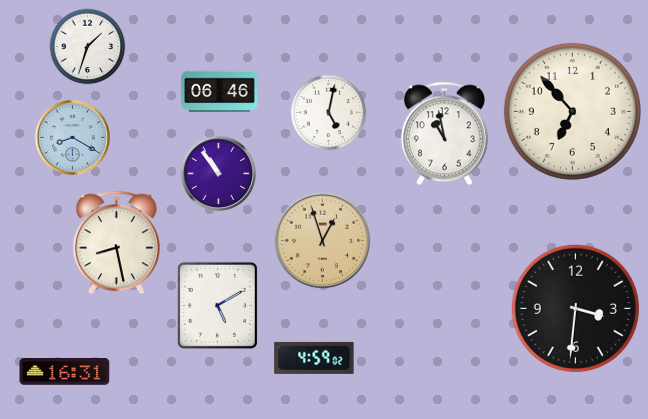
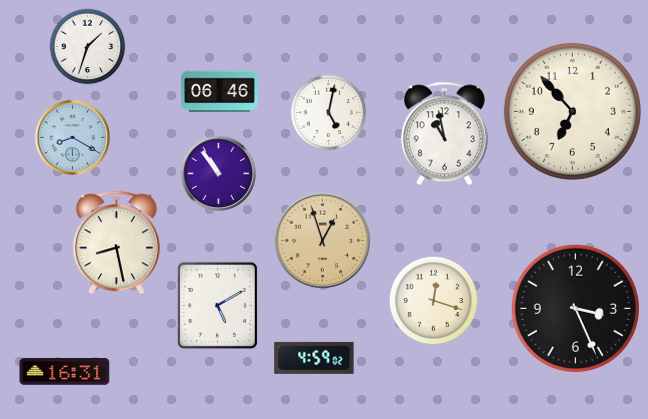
clock at (434, 301): none -> 12:18
clock at (575, 308): 3:31 -> 3:26
